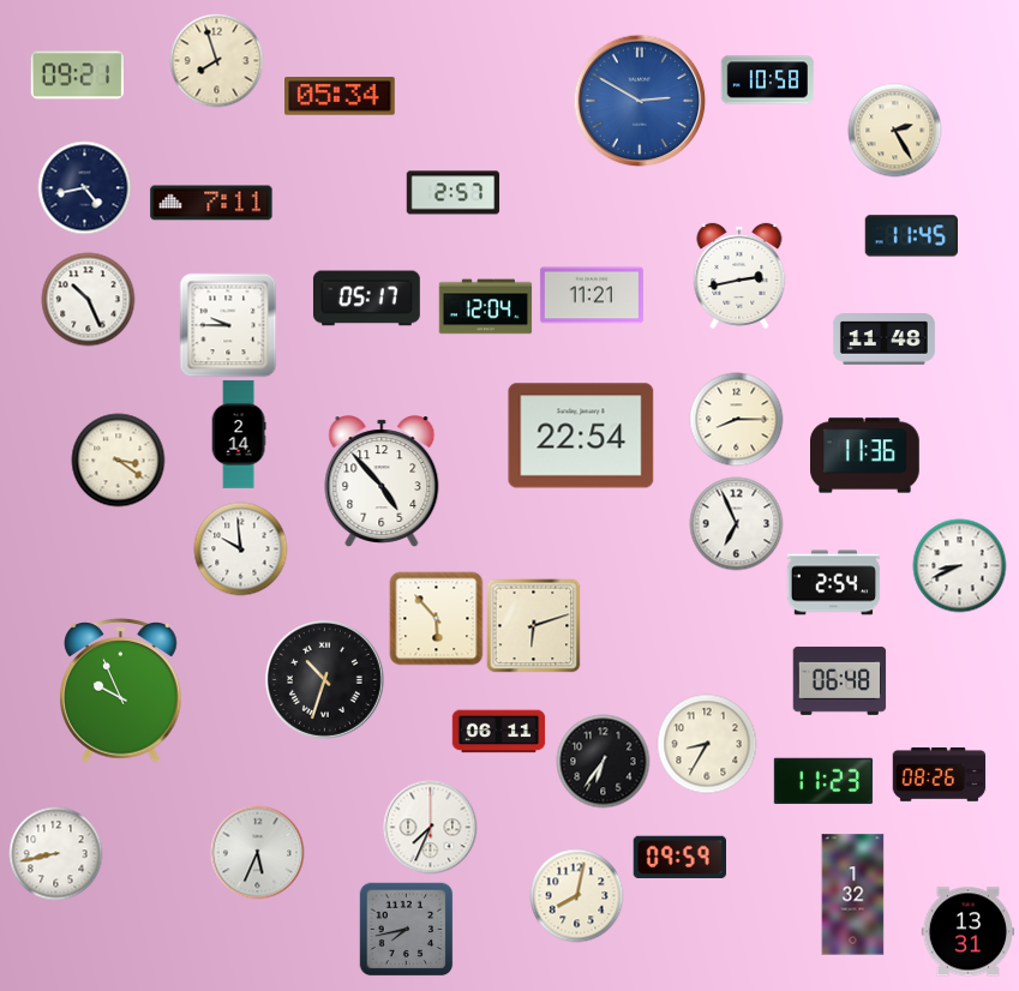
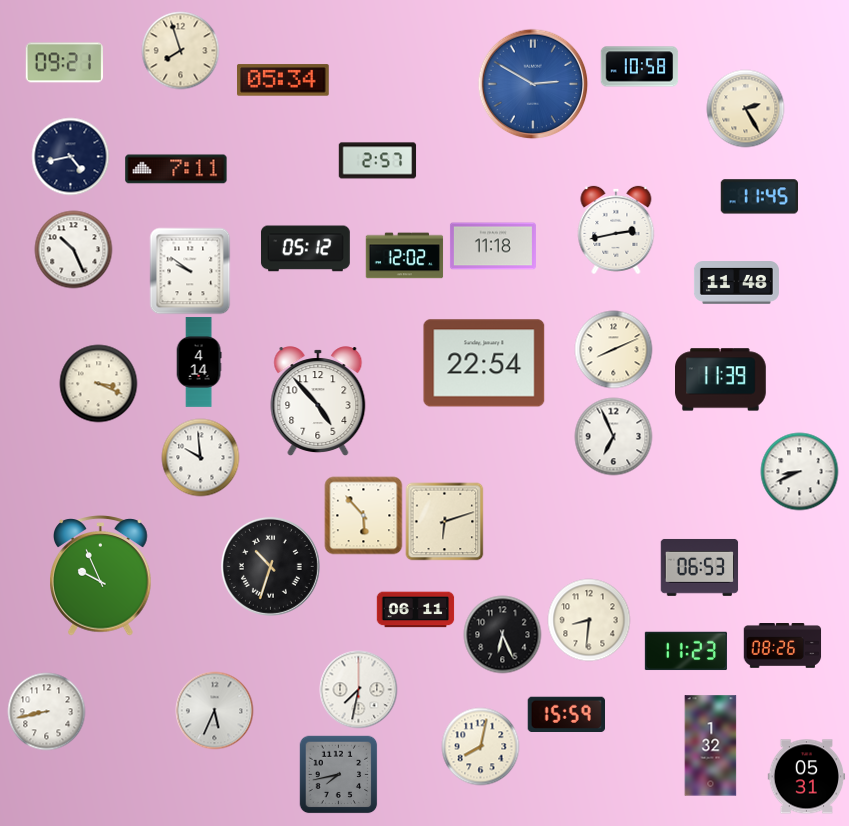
clock at (592, 295): 11:21 -> 11:18
clock at (366, 299): 05:17 -> 05:12
clock at (485, 307): 12:04 -> 12:02
clock at (228, 325): 9:45 -> 9:51
clock at (736, 419): 8:15 -> 8:11
clock at (239, 434): 2:14 -> 4:14
clock at (865, 456): 11:36 -> 11:39
clock at (118, 460): 3:21 -> 3:19
clock at (833, 583): 2:54 -> none
clock at (839, 680): 06:48 -> 06:53
clock at (707, 744): 8:35 -> 8:31
clock at (603, 761): 6:36 -> 6:26
clock at (430, 827): 7:34 -> 7:32
clock at (679, 857): 09:59 -> 15:59
clock at (967, 932): 13:31 -> 05:31
